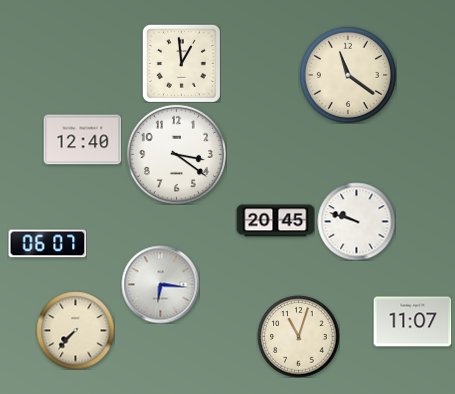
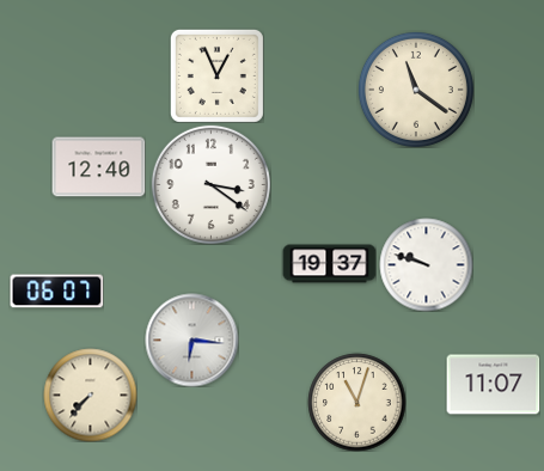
clock at (181, 63): 12:59 -> 12:56
clock at (275, 221): 20:45 -> 19:37
